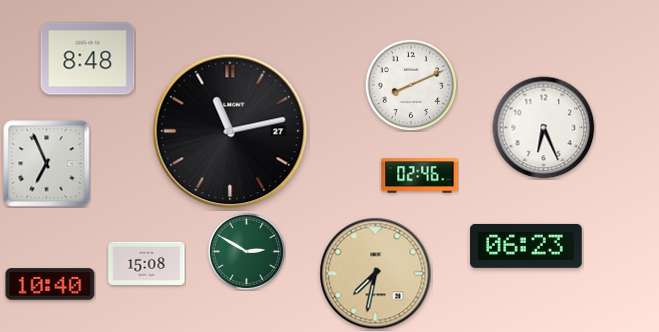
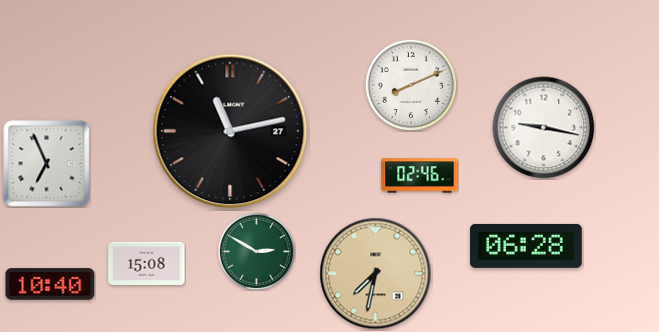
clock at (88, 59): 8:48 -> none
clock at (544, 128): 6:26 -> 9:17
clock at (526, 246): 06:23 -> 06:28
clock at (246, 251) position: (246, 251) -> (256, 251)
